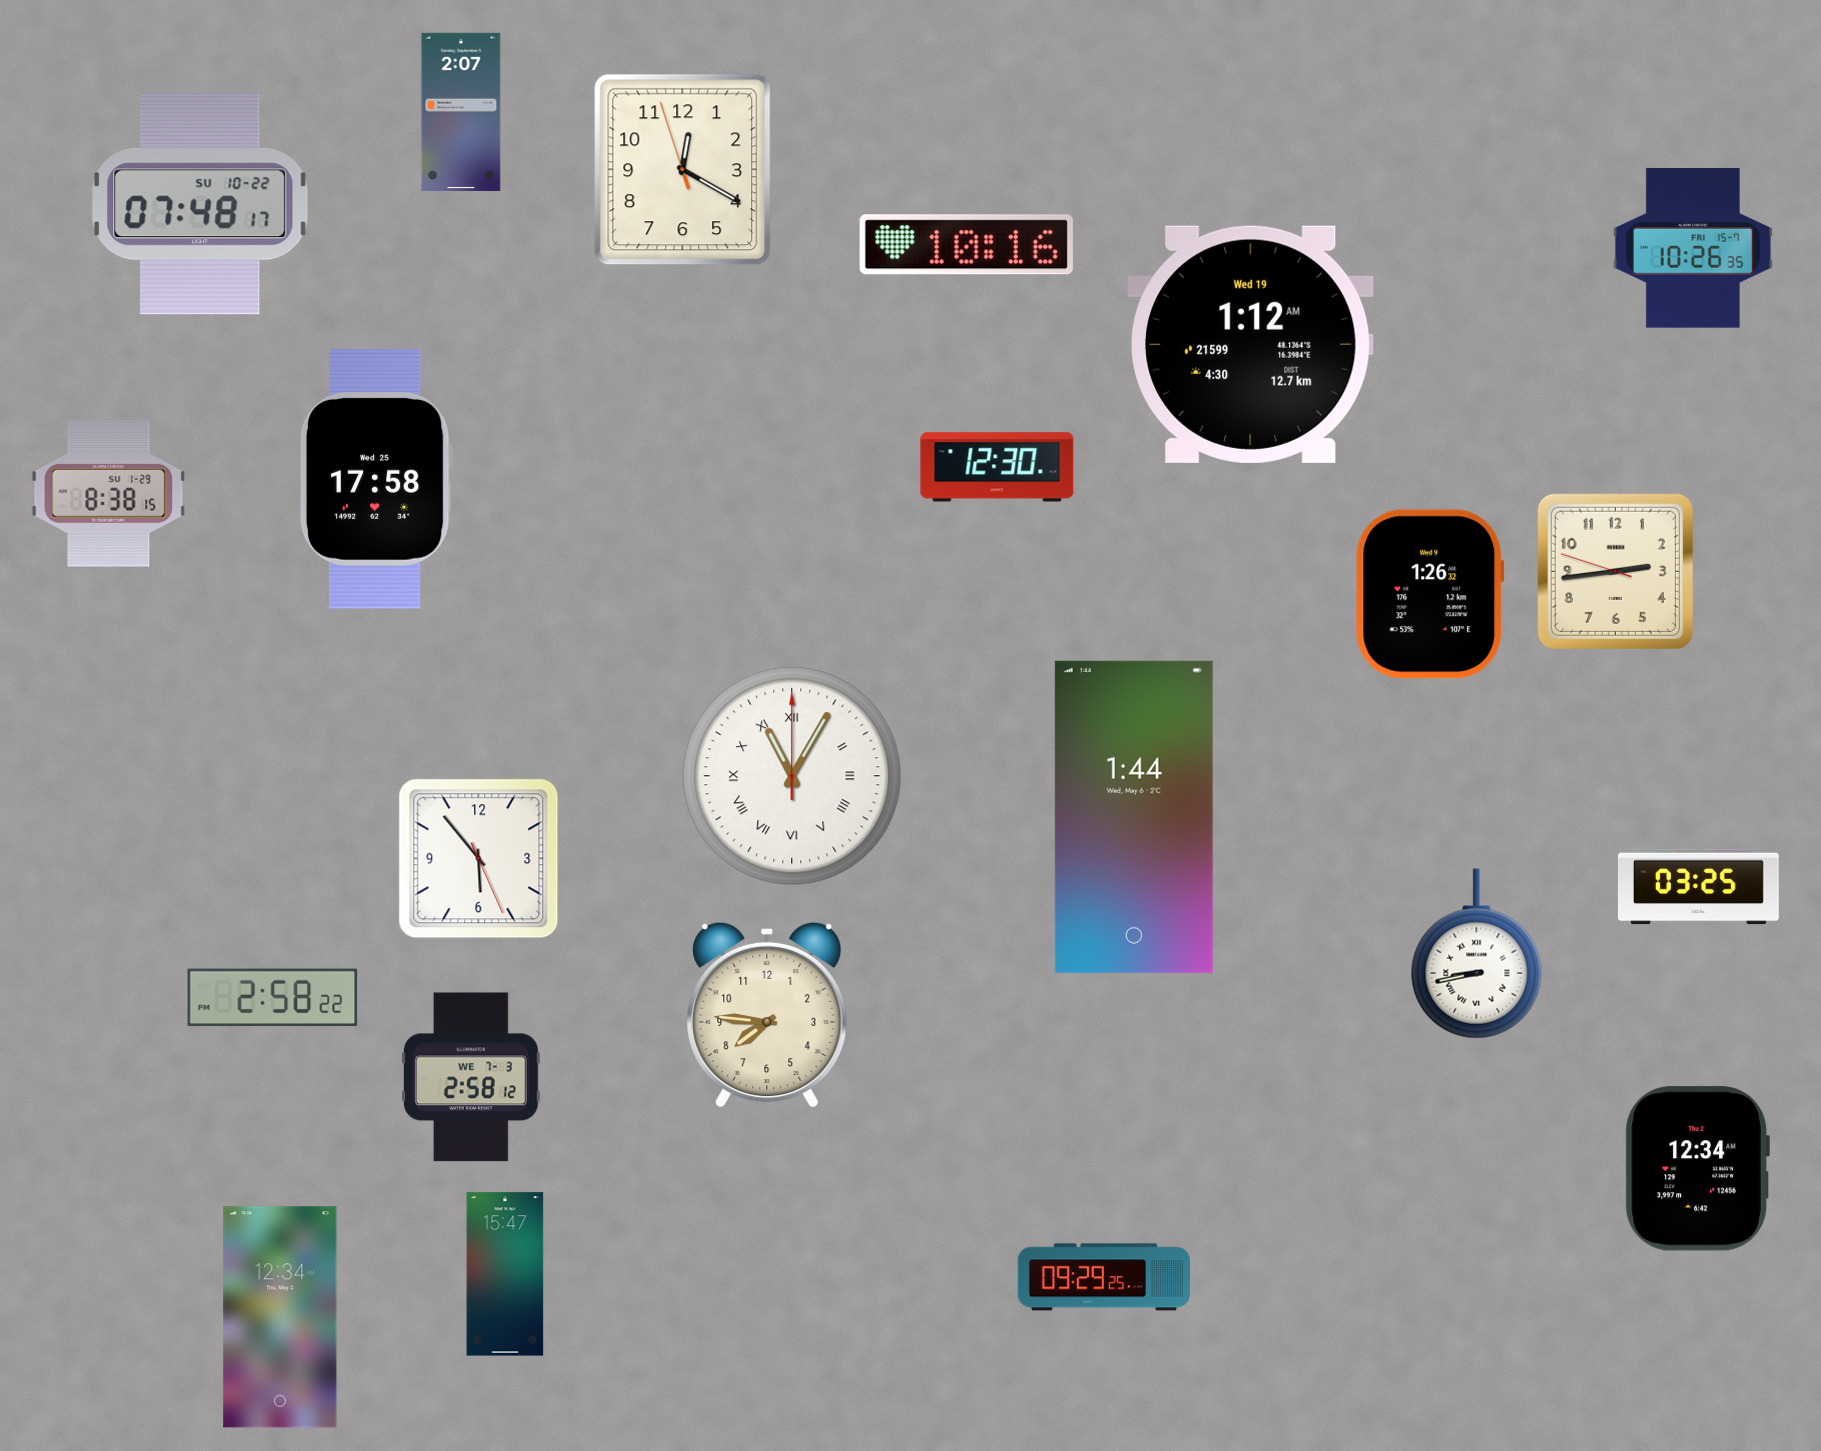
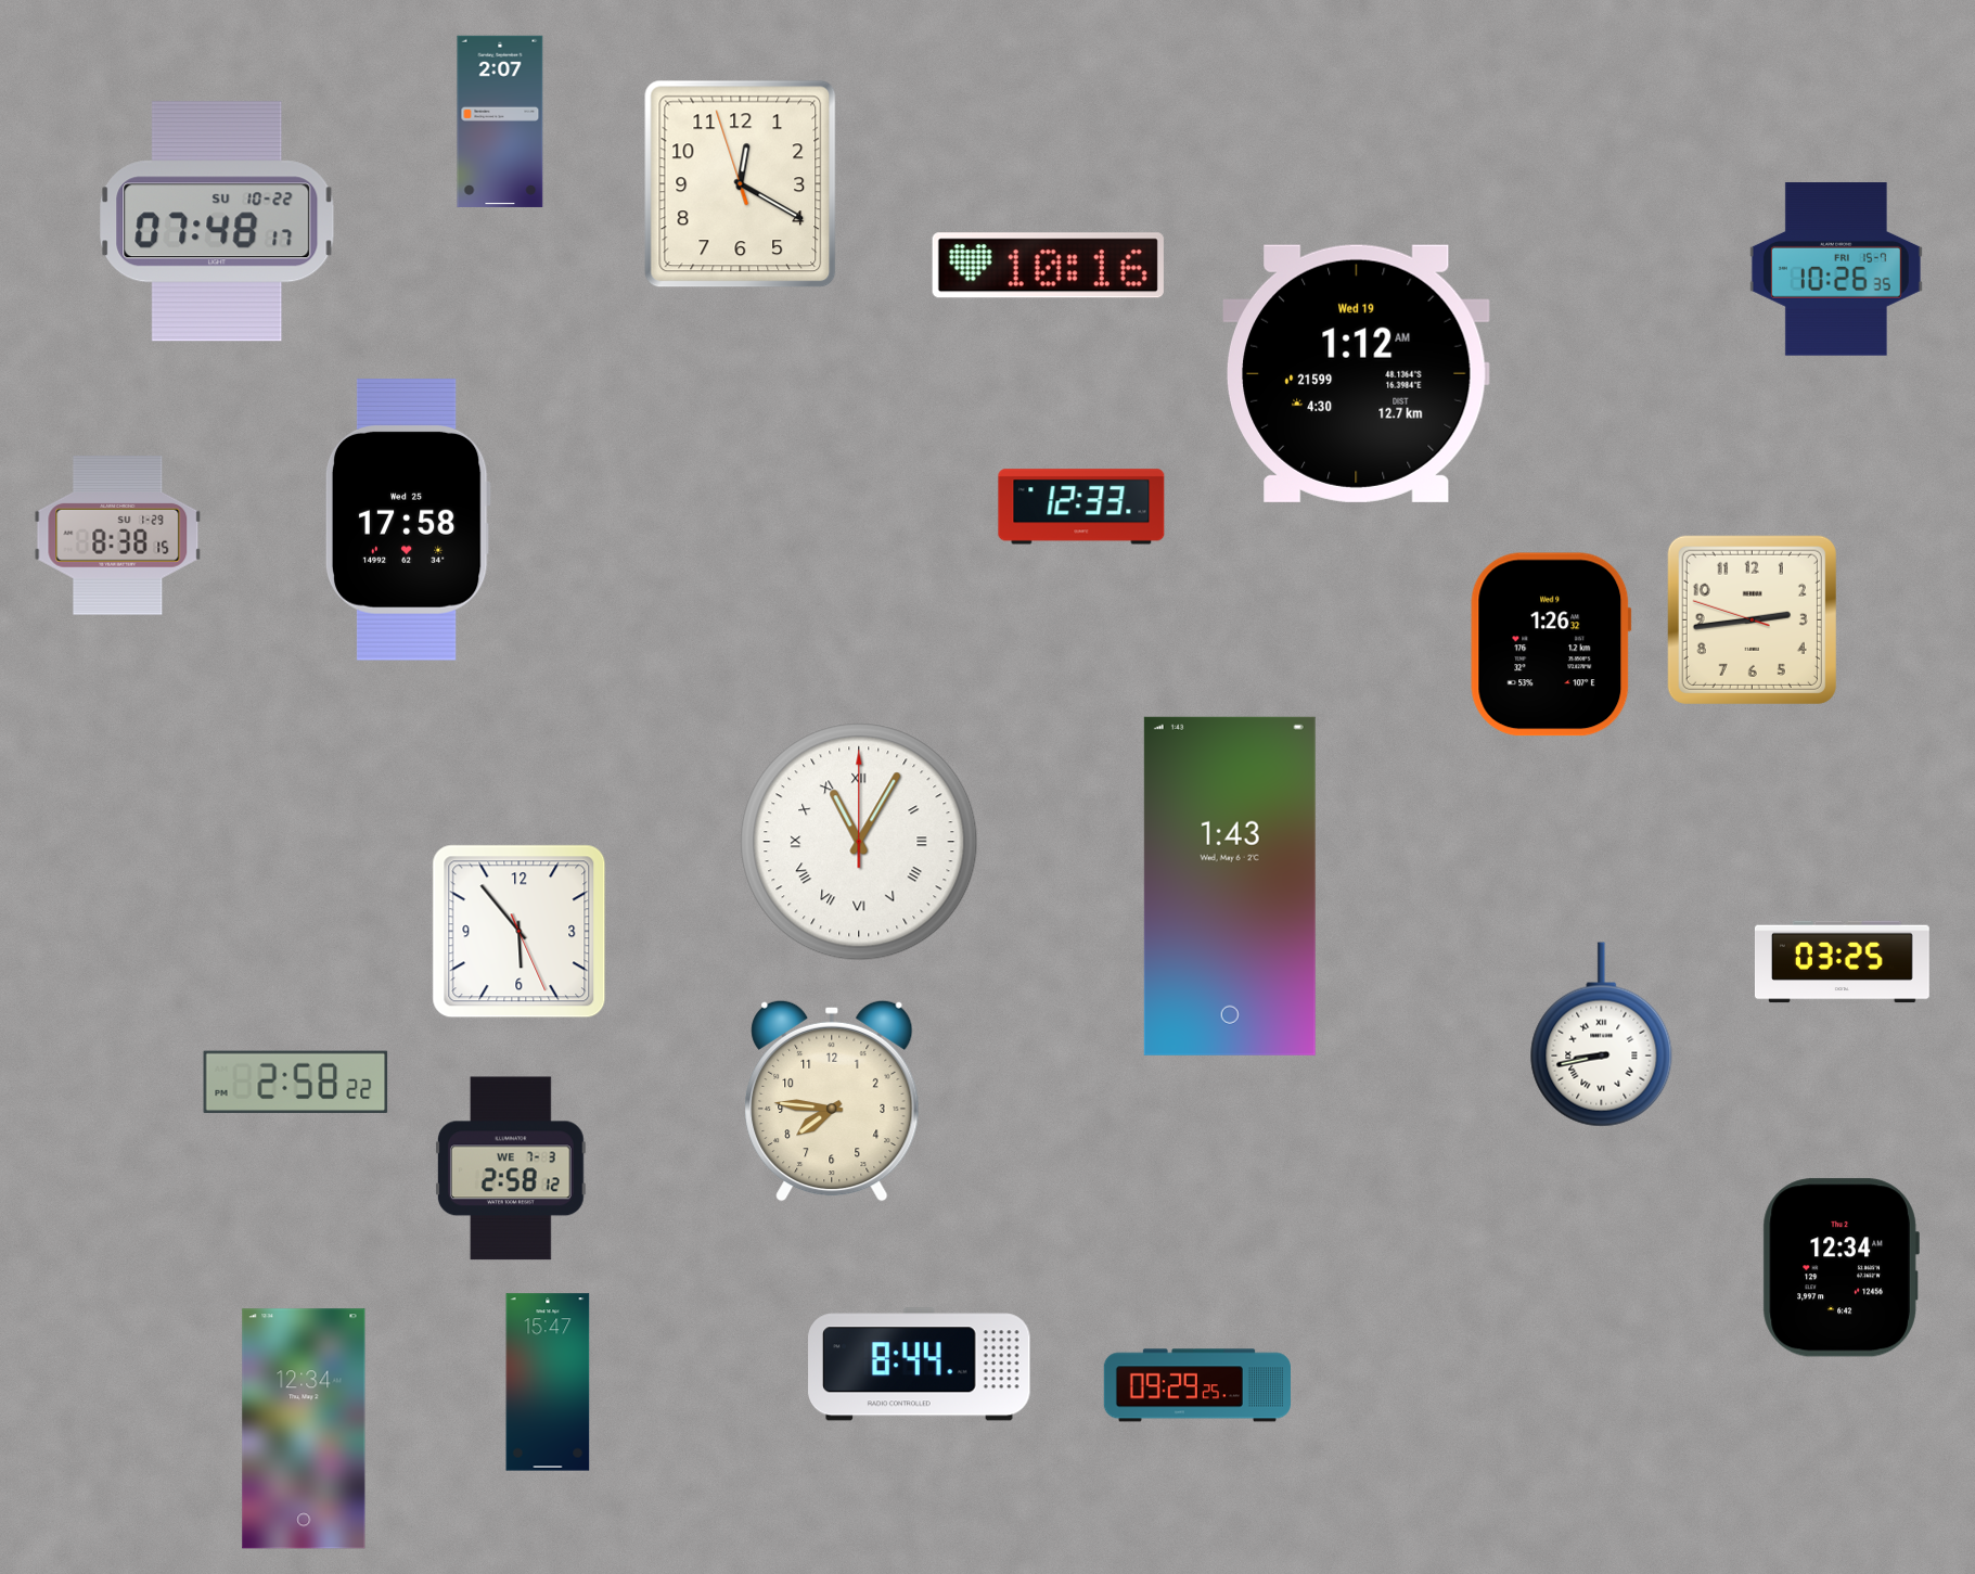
clock at (997, 467): 12:30 -> 12:33
clock at (1134, 817): 1:44 -> 1:43
clock at (920, 1365): none -> 8:44
